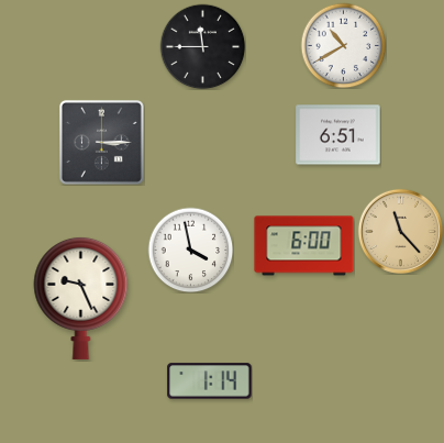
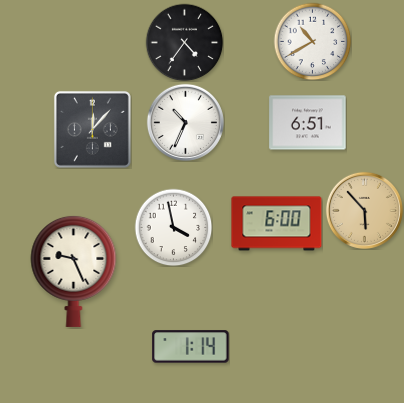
clock at (202, 46): 11:45 -> 4:36
clock at (185, 122): none -> 10:34
clock at (101, 142): 3:15 -> 12:07
clock at (400, 231): 11:23 -> 5:53
